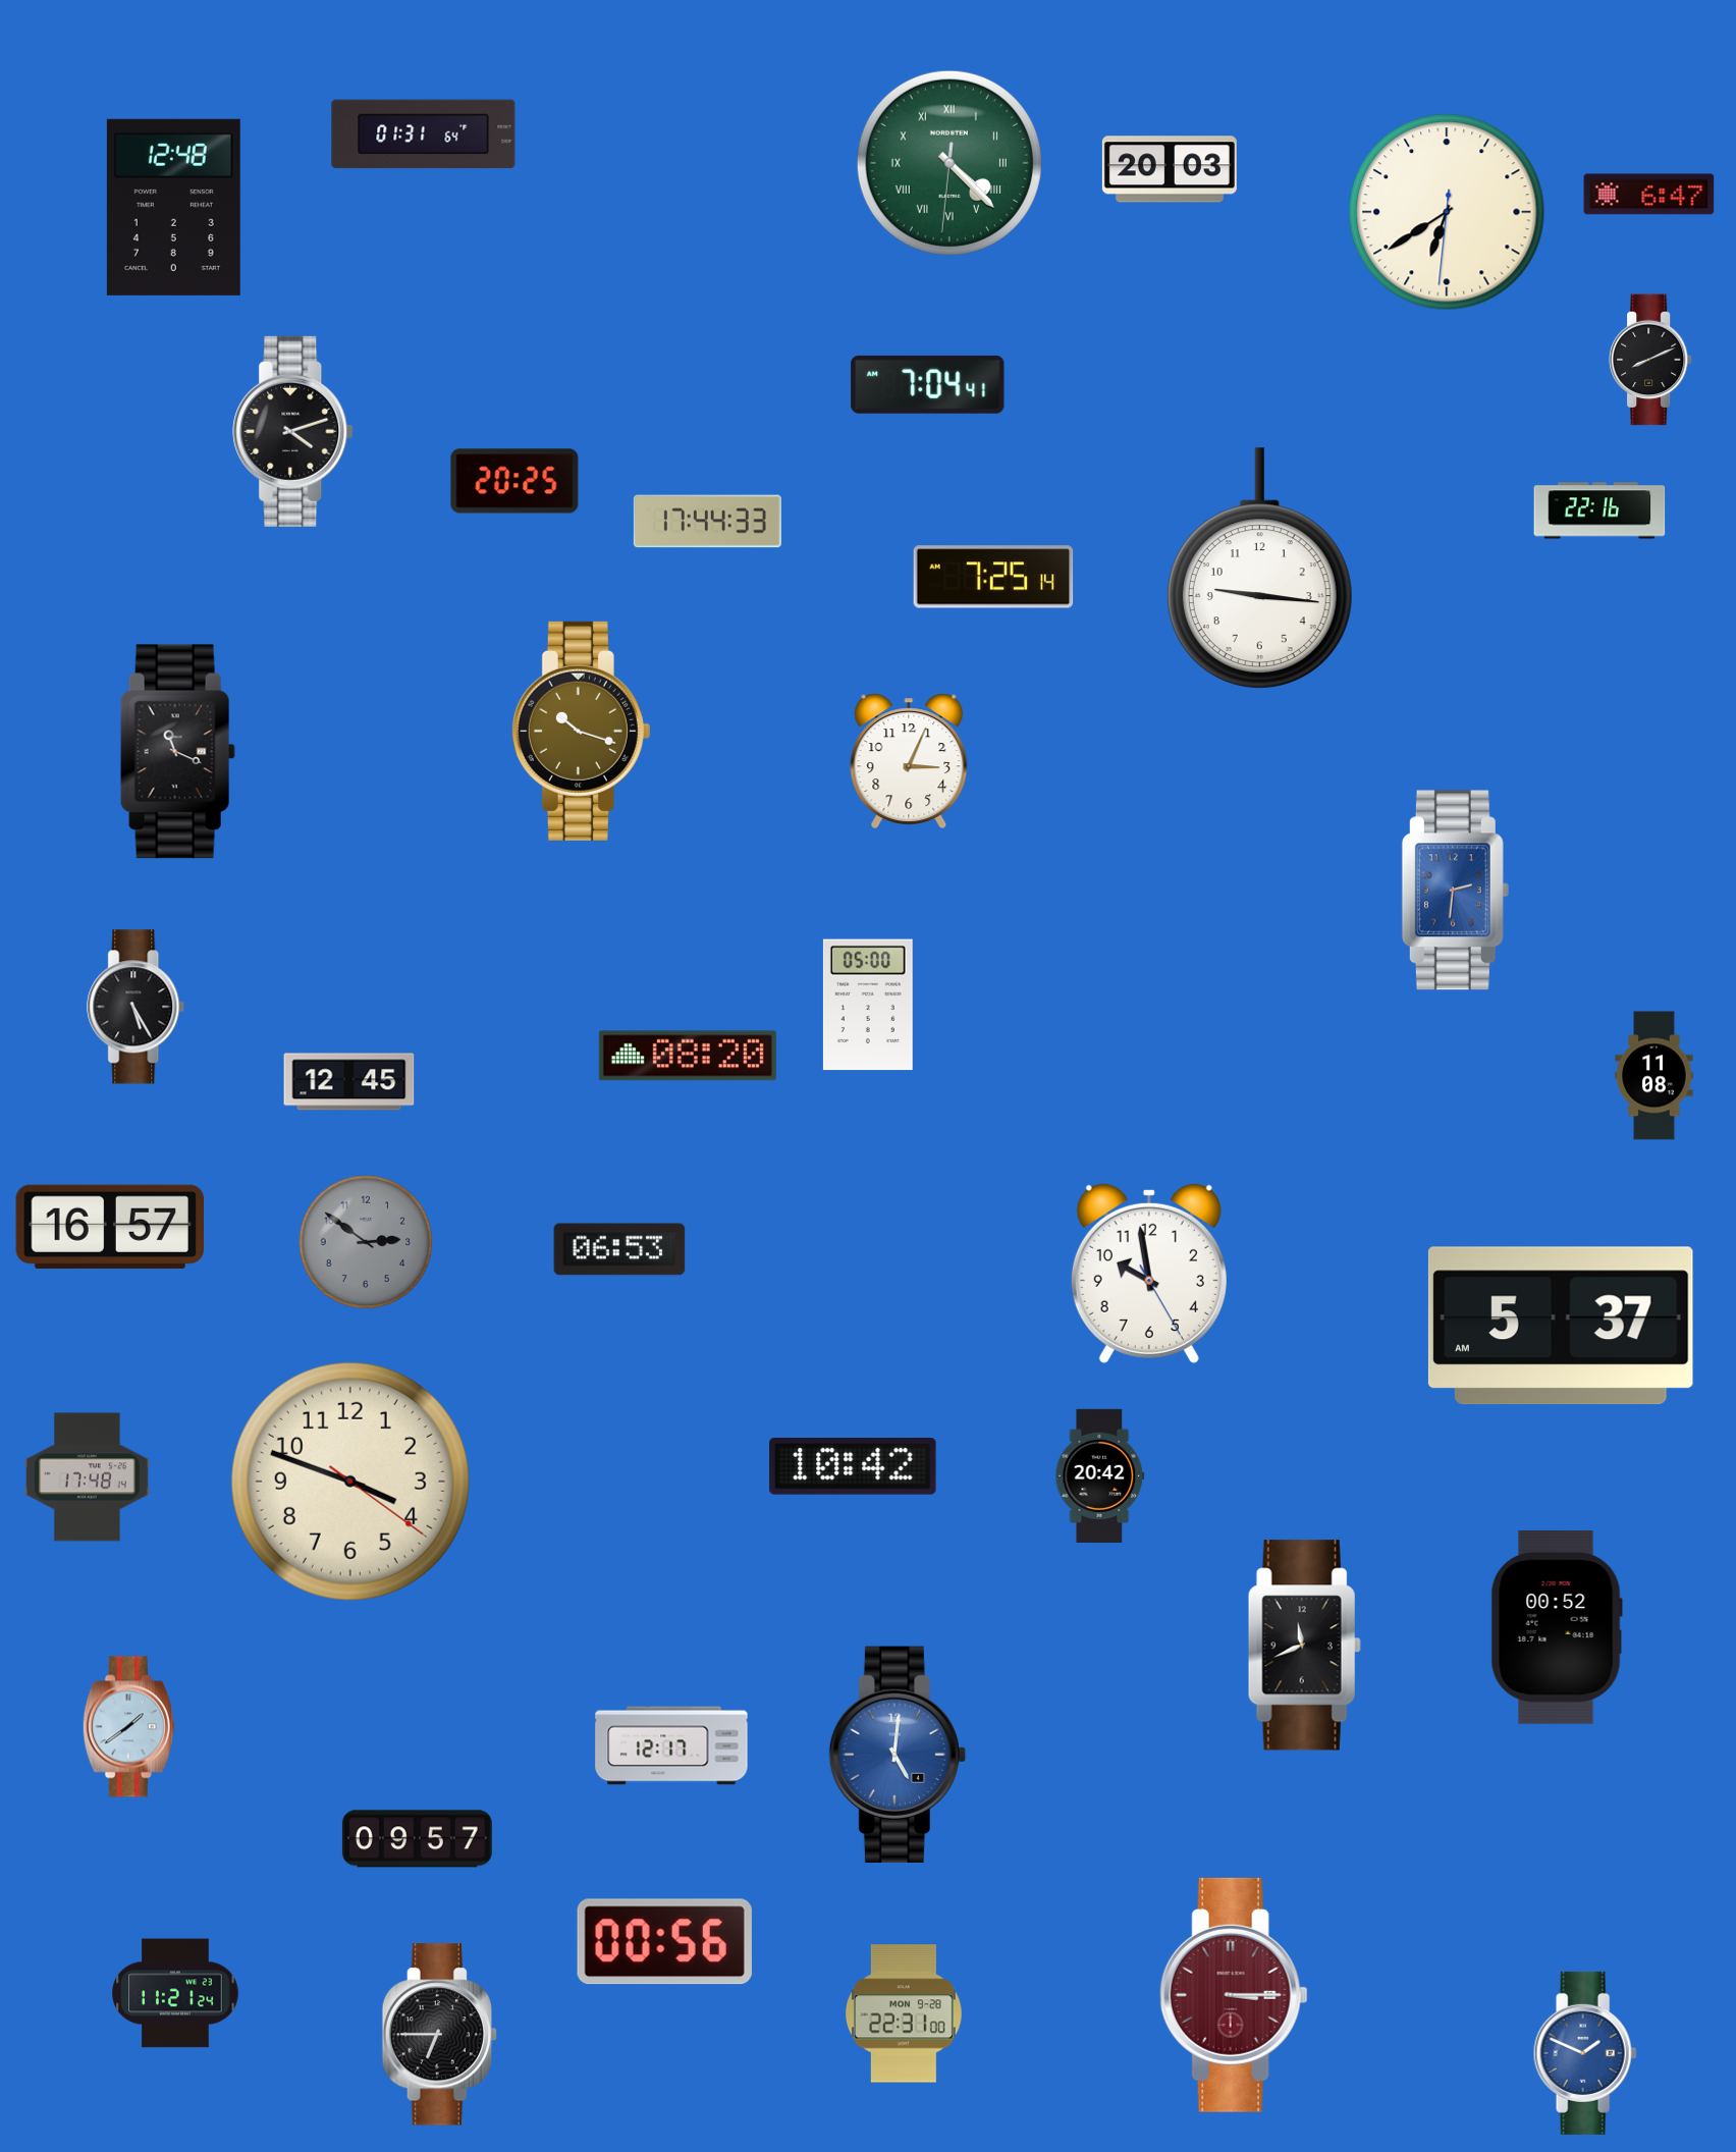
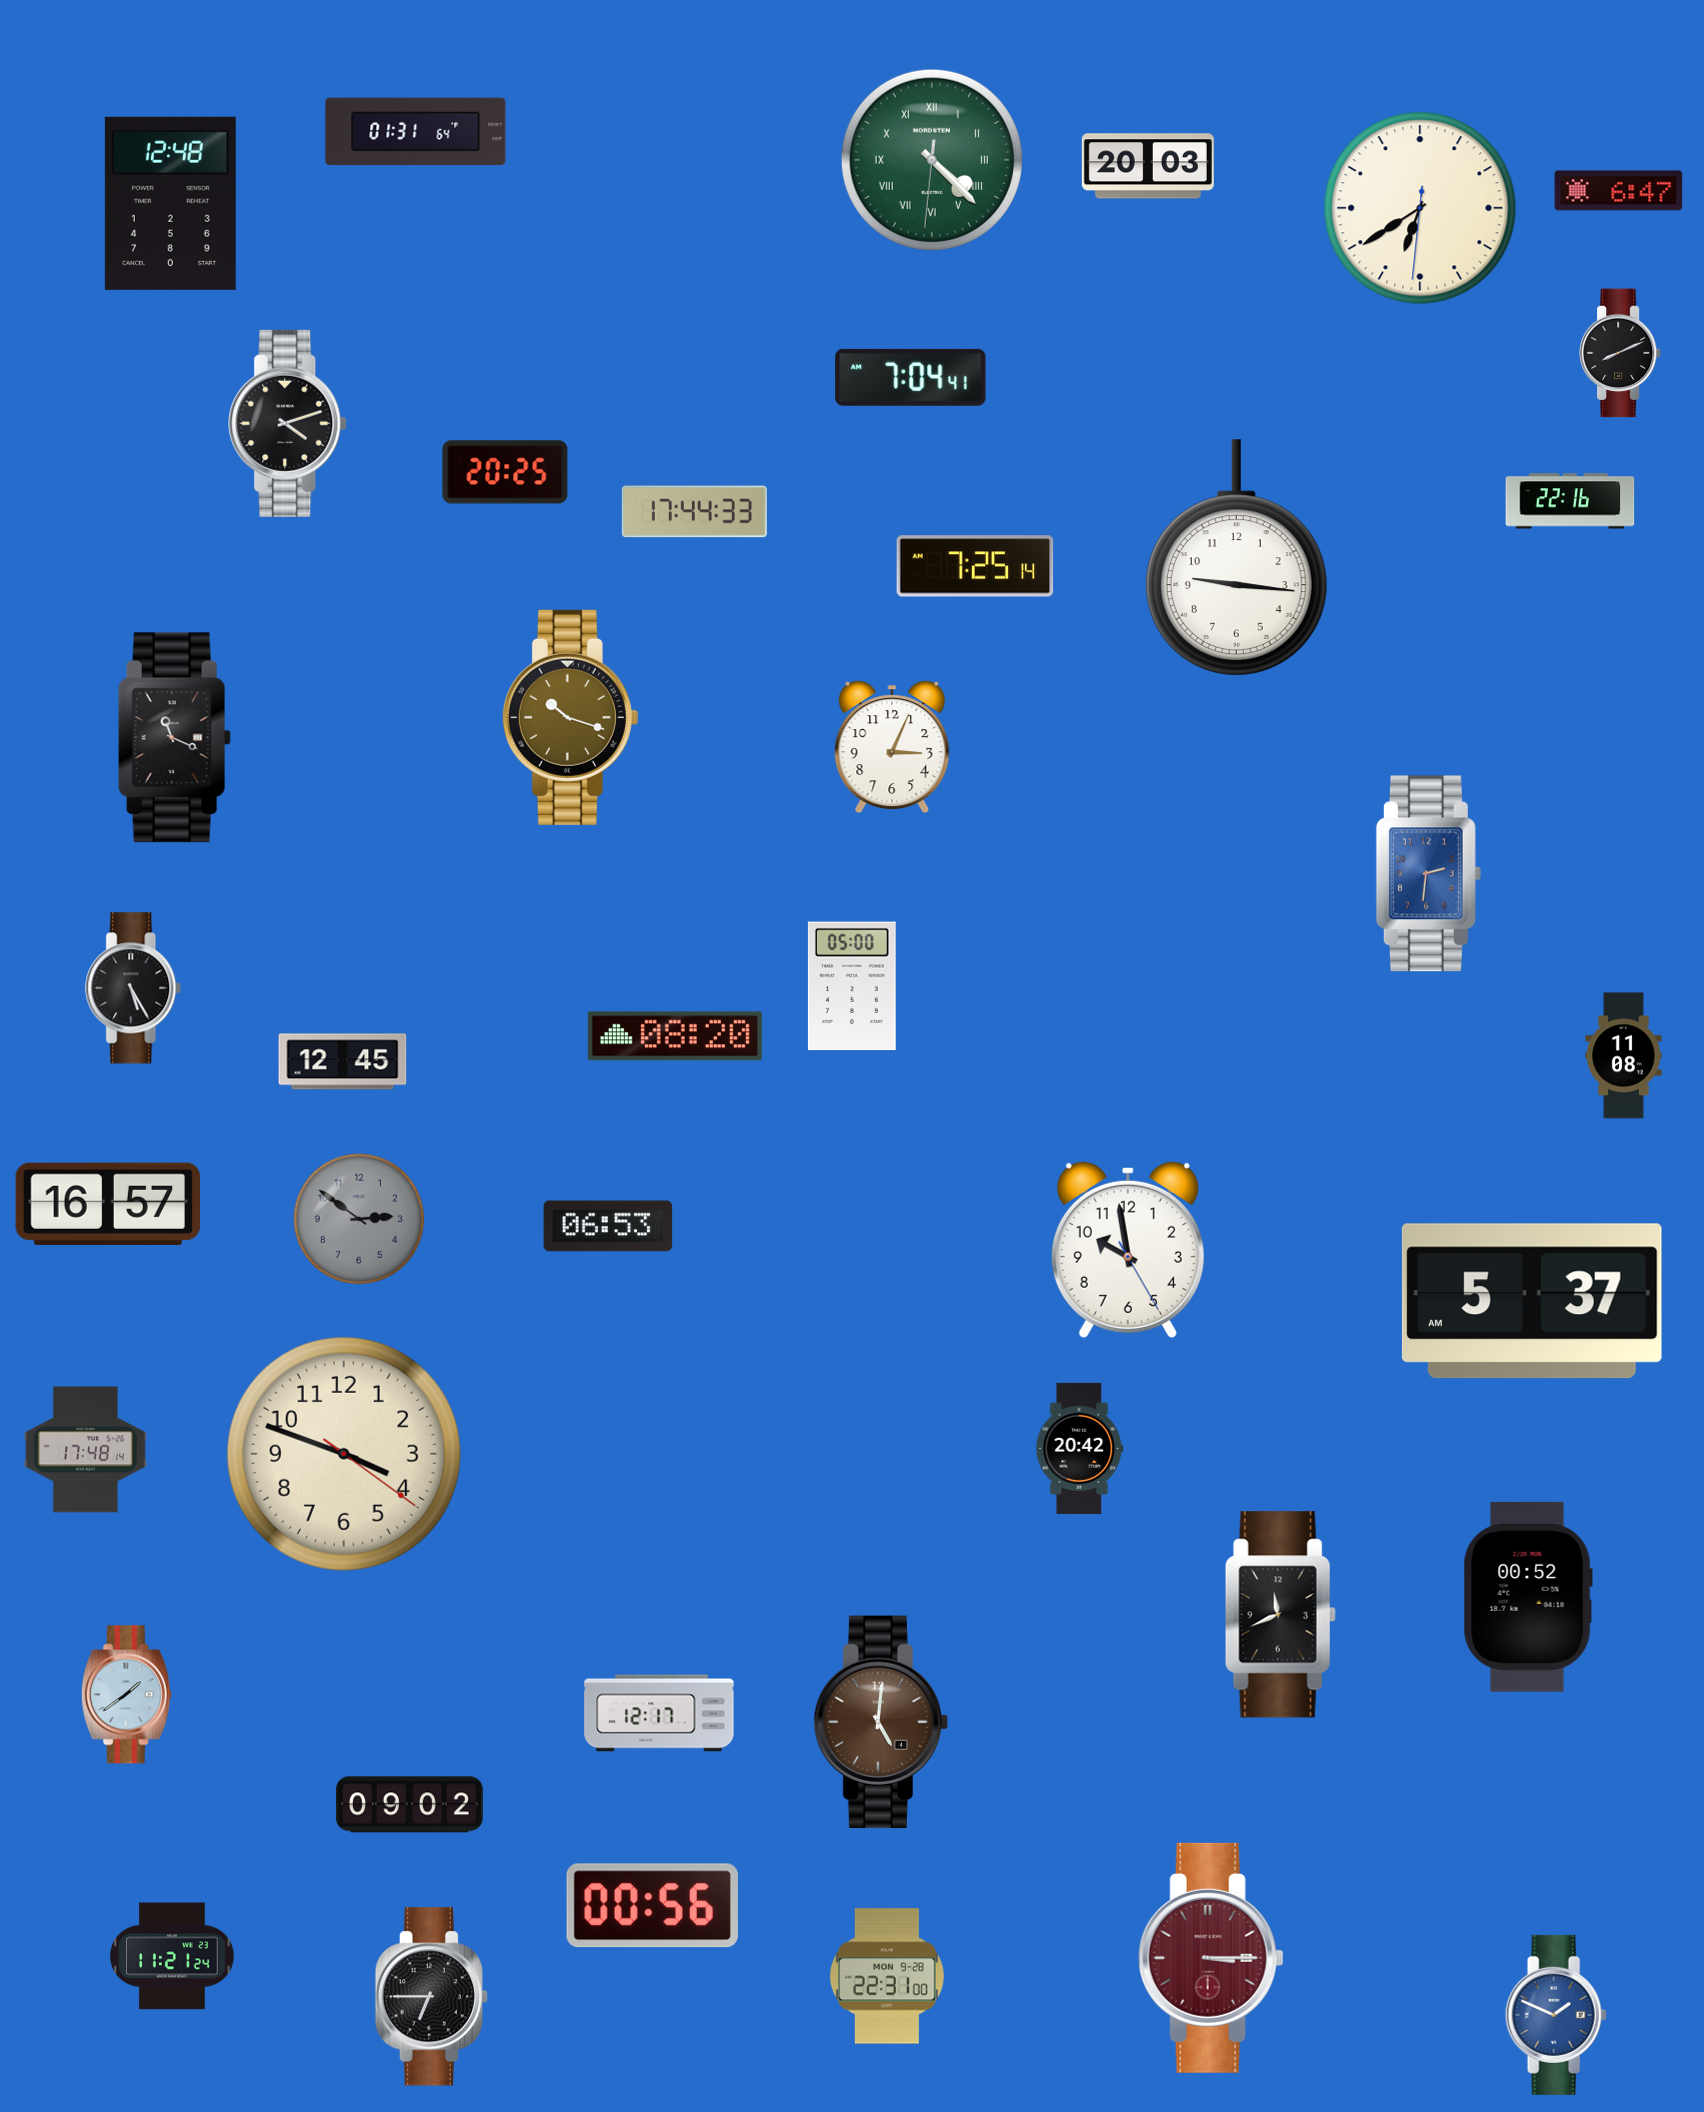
clock at (853, 1467): 10:42 -> none
clock at (898, 1754) dial: blue -> brown
clock at (417, 1839): 09:57 -> 09:02
